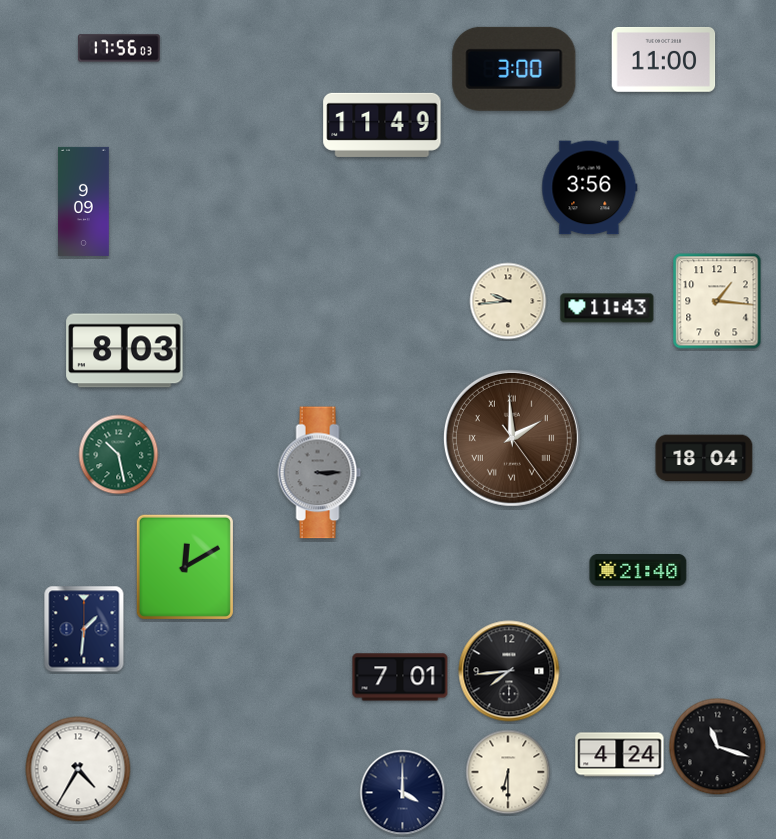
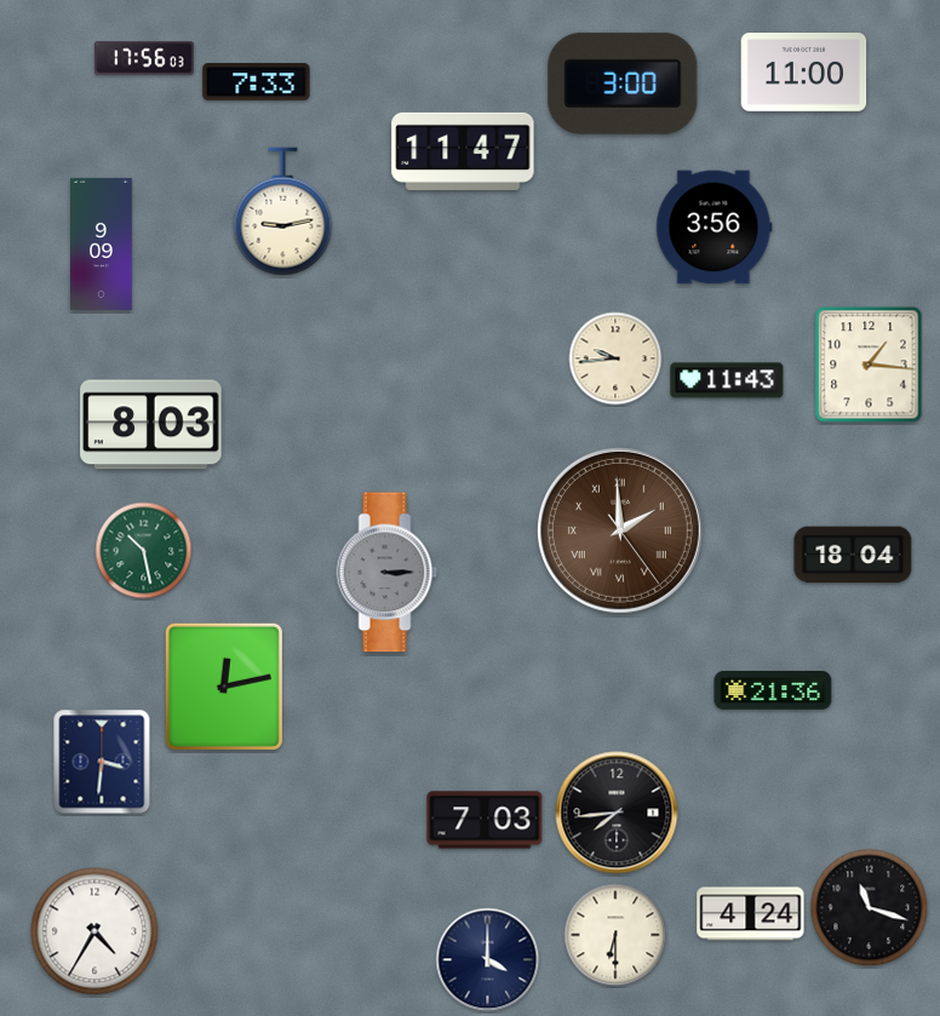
clock at (257, 82): none -> 7:33
clock at (382, 125): 11:49 -> 11:47
clock at (283, 212): none -> 9:13
clock at (508, 301) position: (508, 301) -> (615, 358)
clock at (607, 308) position: (607, 308) -> (727, 380)
clock at (185, 567): 12:10 -> 12:13
clock at (638, 571): 21:40 -> 21:36
clock at (84, 629): 1:31 -> 3:31
clock at (400, 677): 7:01 -> 7:03
clock at (718, 747) position: (718, 747) -> (870, 908)
